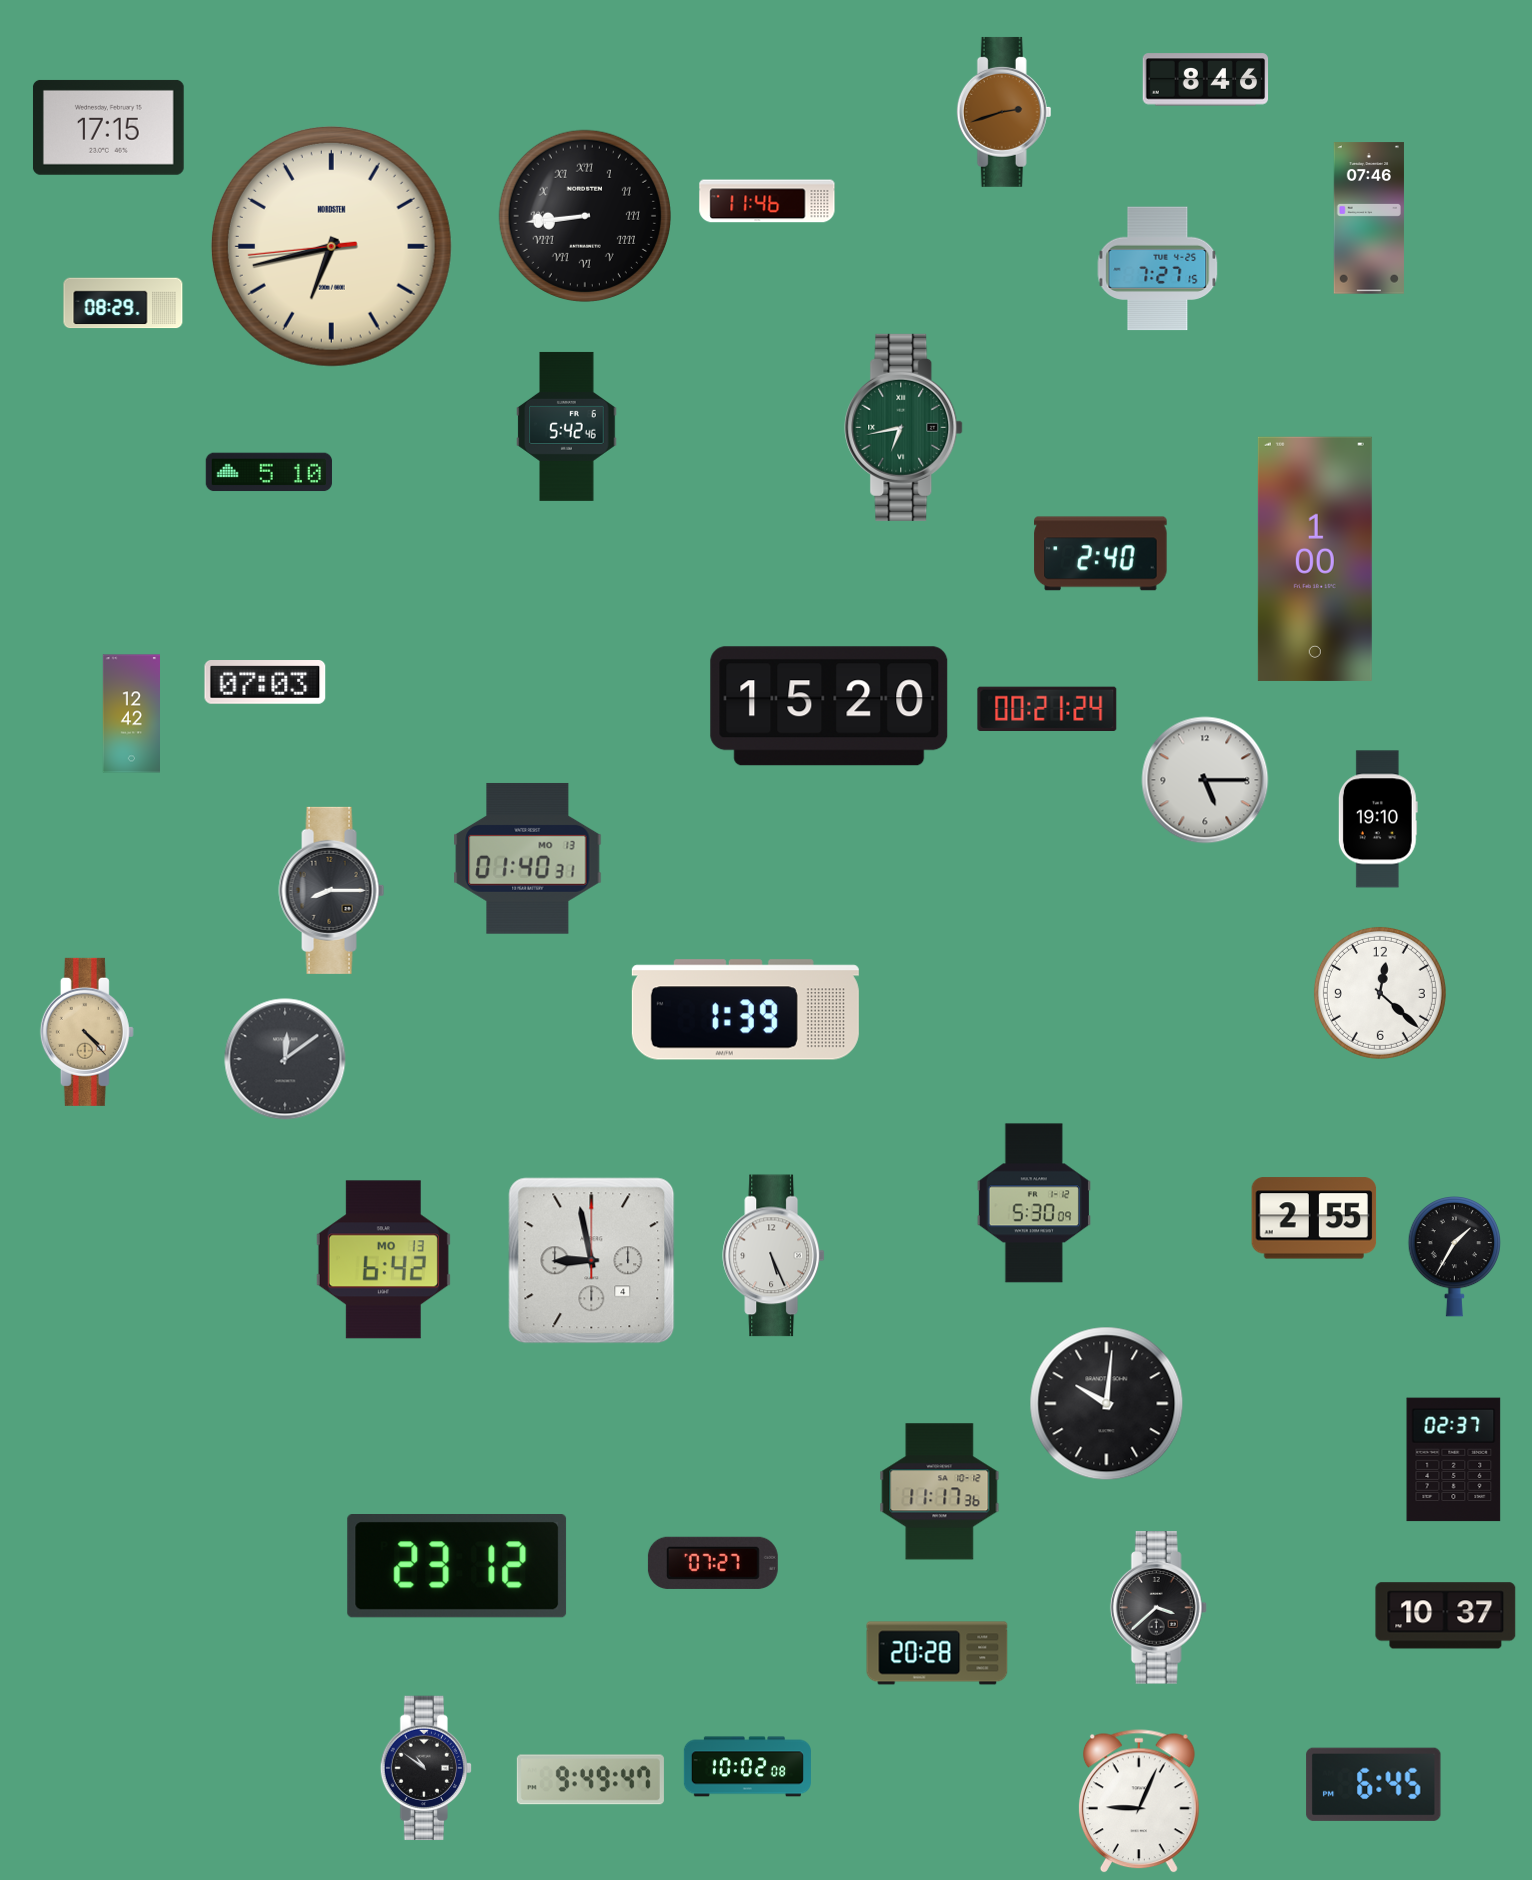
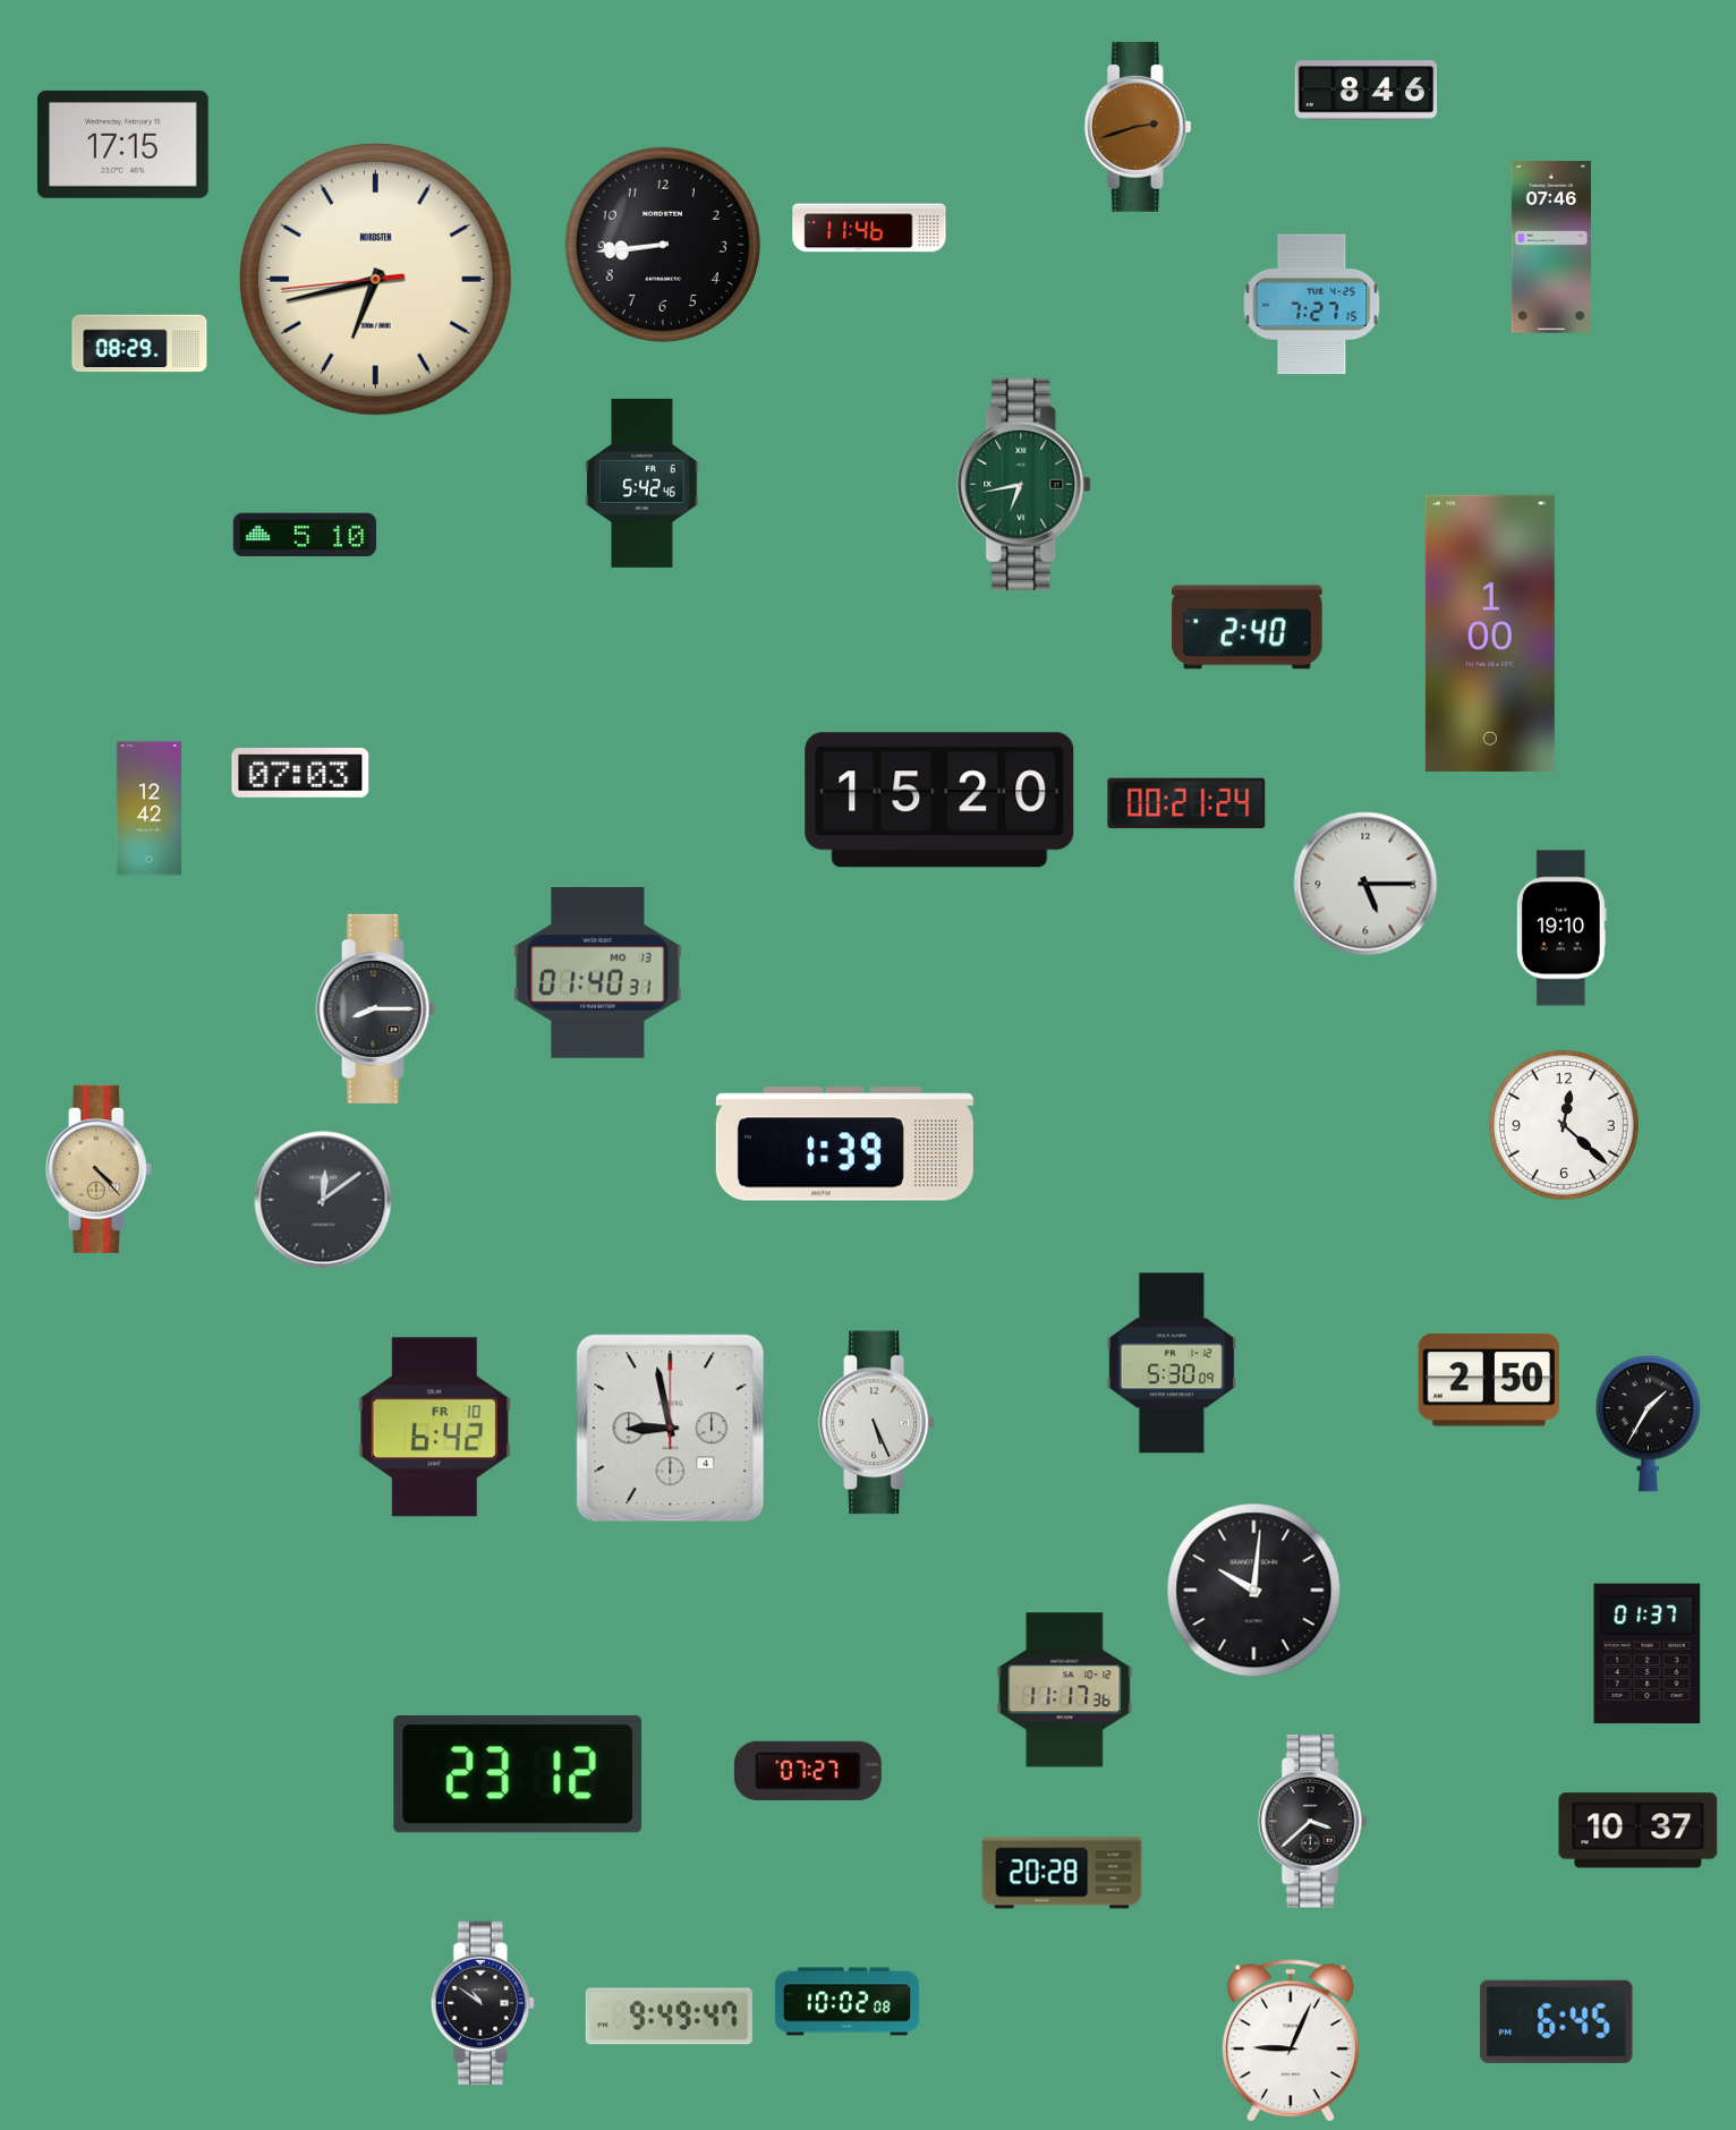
clock at (585, 216) numerals: Roman -> Arabic
clock at (1314, 1218): 2:55 -> 2:50
clock at (383, 1260) date: MO 13 -> FR 10
clock at (1454, 1460): 02:37 -> 01:37
